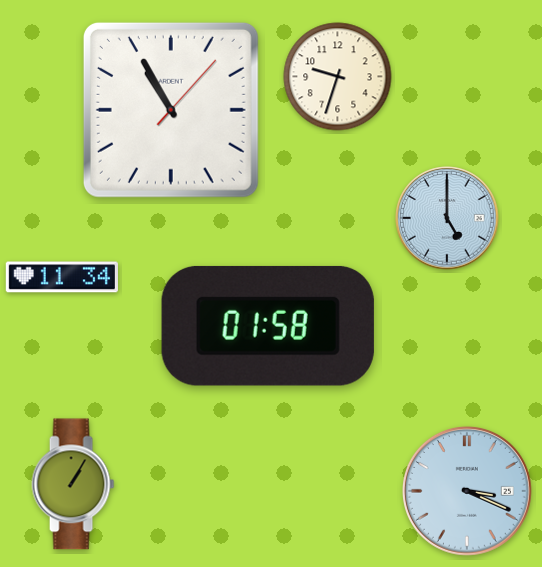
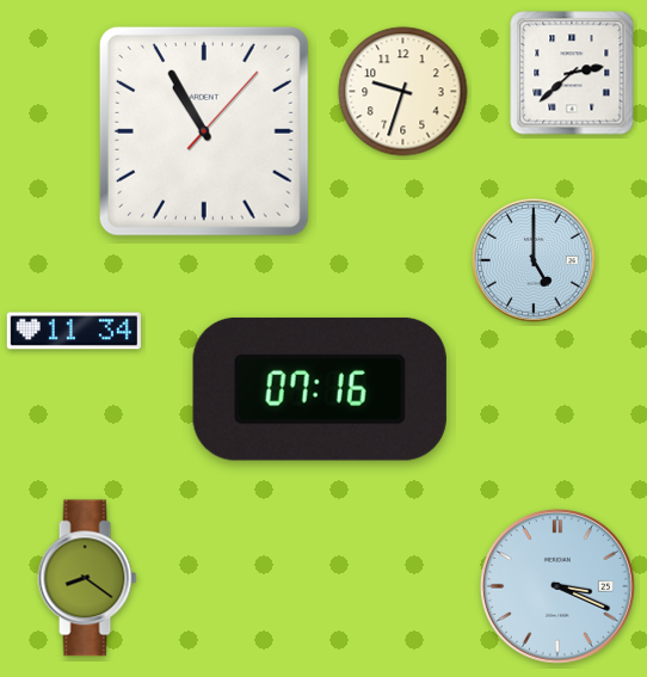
clock at (572, 73): none -> 2:38
clock at (268, 326): 01:58 -> 07:16
clock at (73, 484): 1:05 -> 8:21
